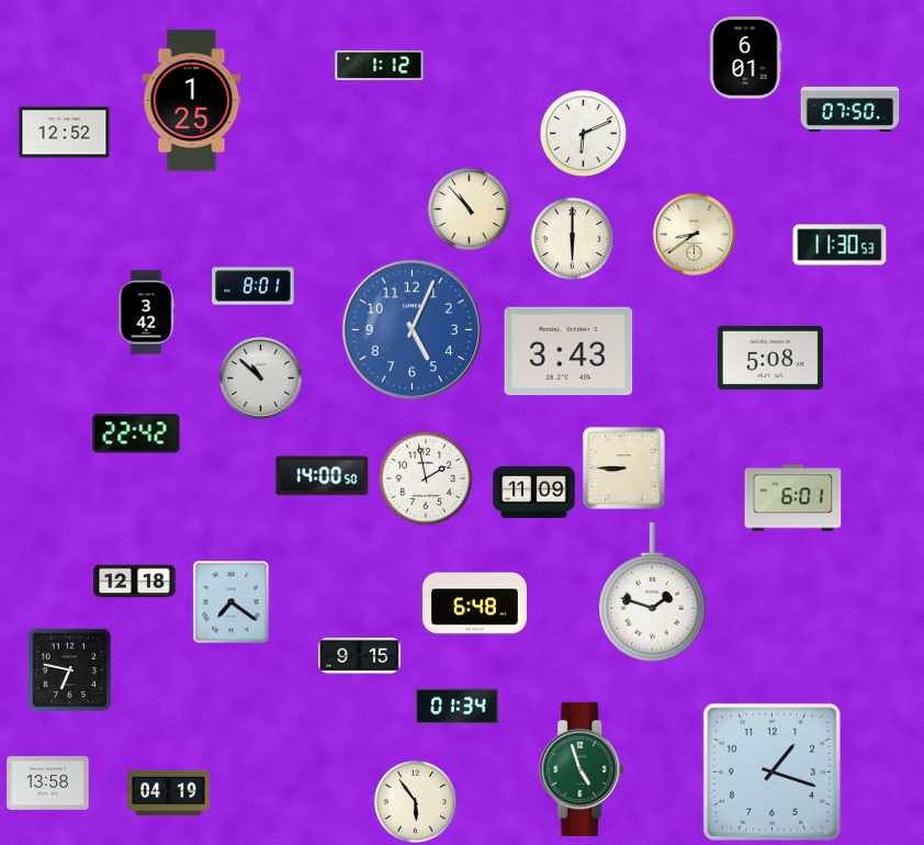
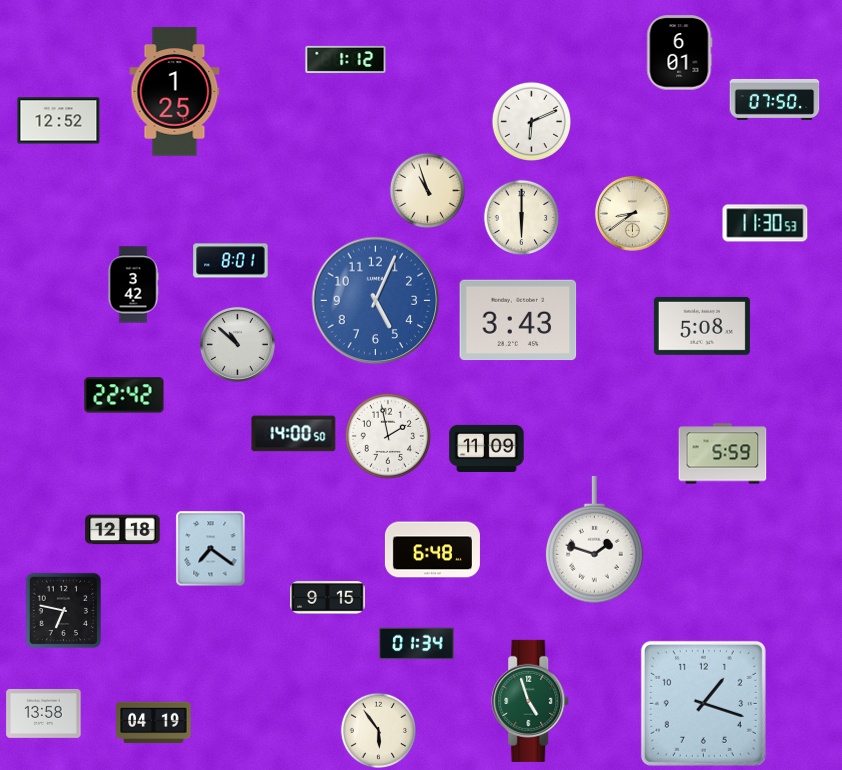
clock at (470, 210): 10:53 -> 10:57
clock at (623, 467): 8:45 -> none
clock at (793, 498): 6:01 -> 5:59
